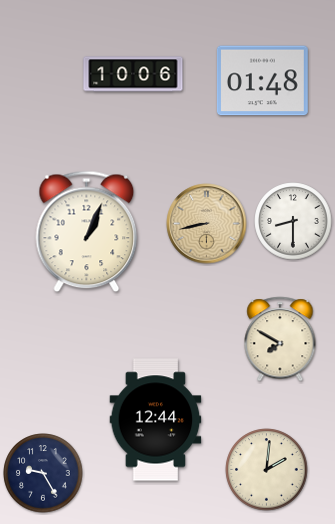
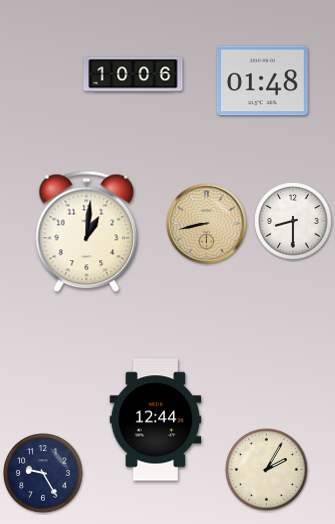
clock at (87, 232): 1:04 -> 1:01
clock at (280, 339): 7:50 -> none
clock at (267, 470): 2:01 -> 2:05
